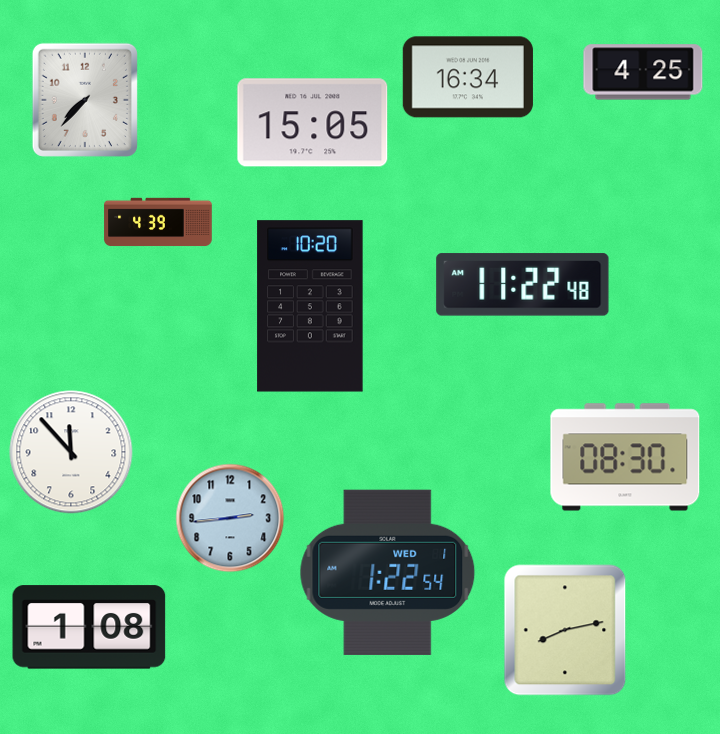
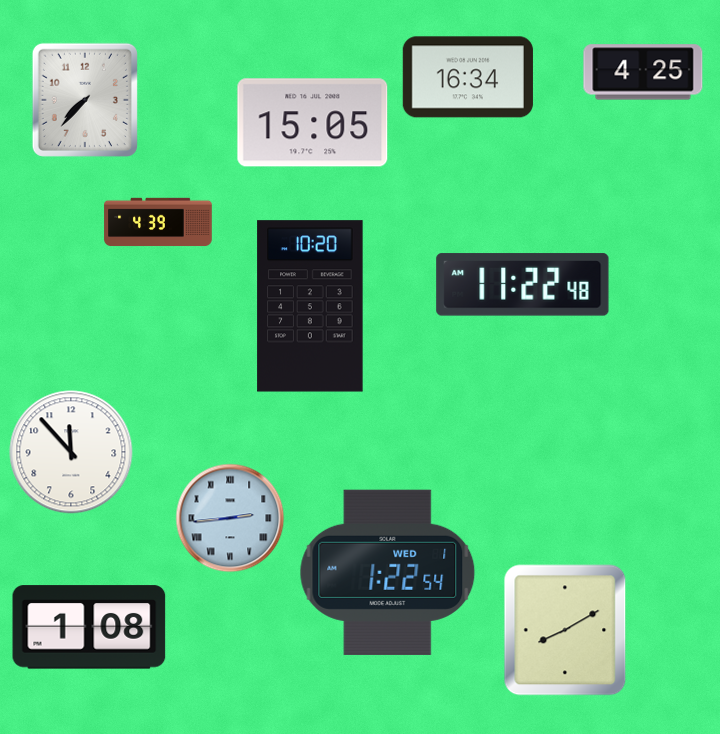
clock at (625, 457): 08:30 -> none
clock at (230, 518) numerals: Arabic -> Roman
clock at (565, 630): 8:13 -> 8:10
